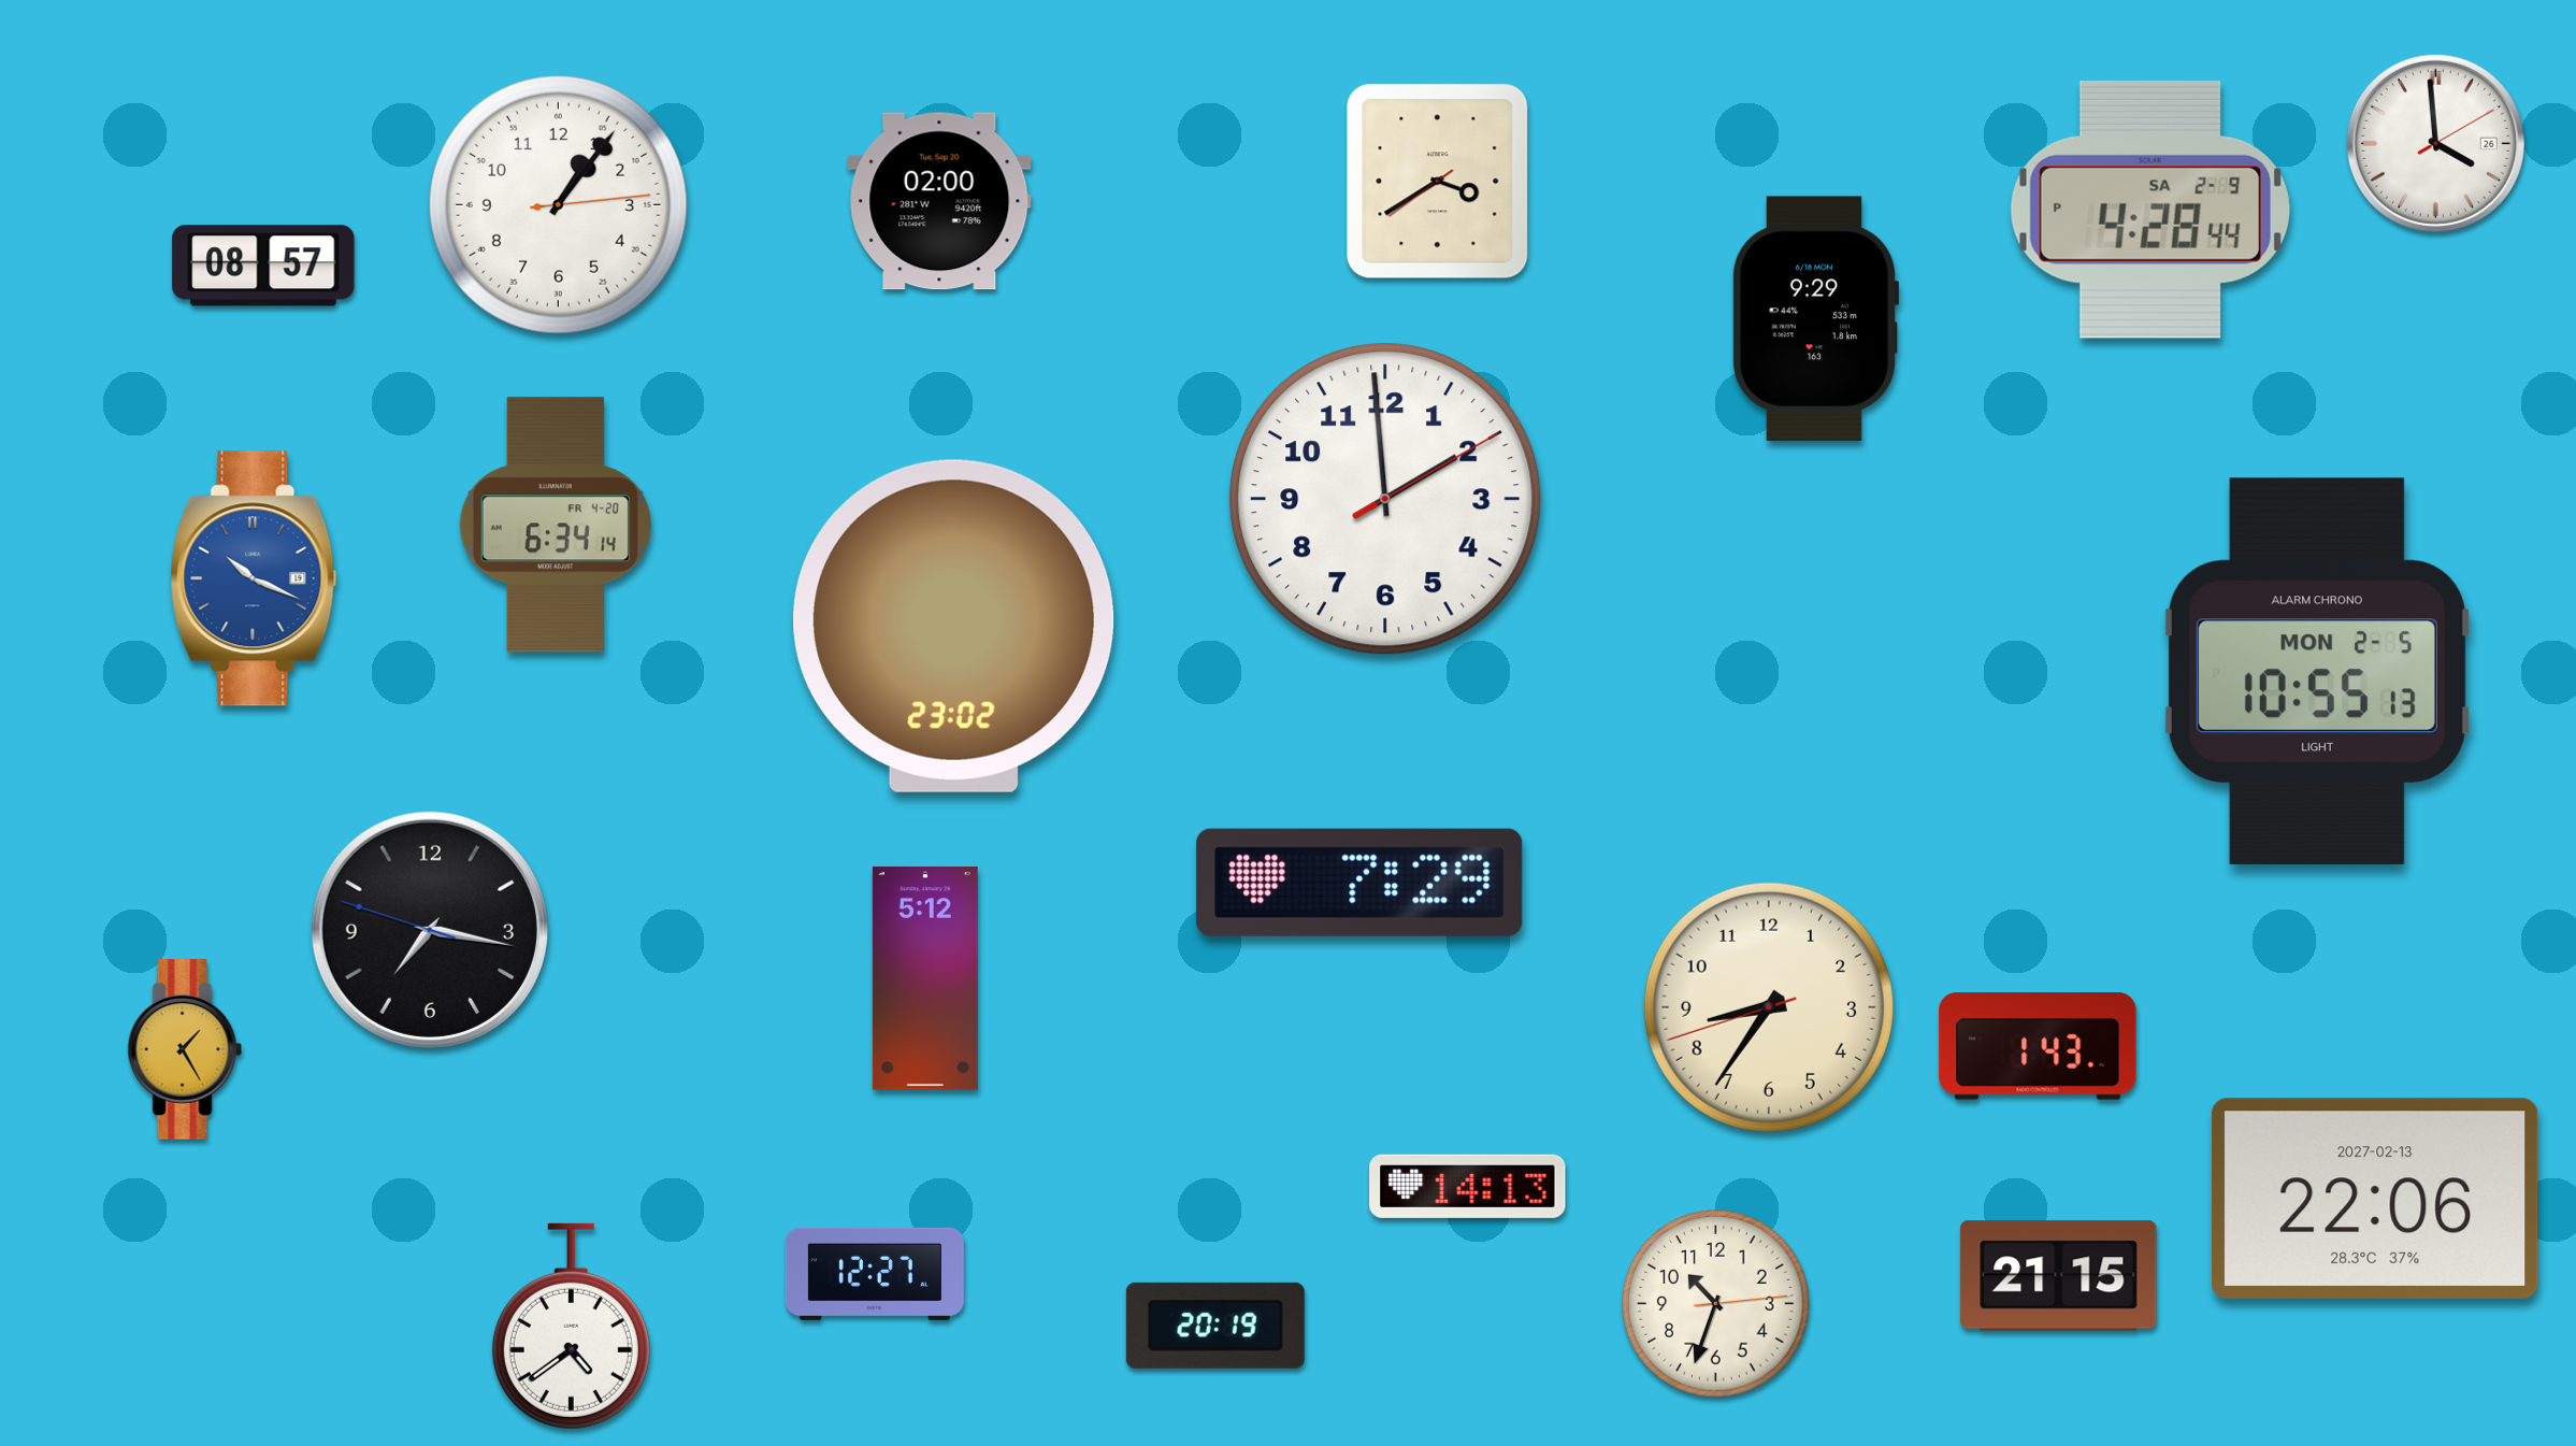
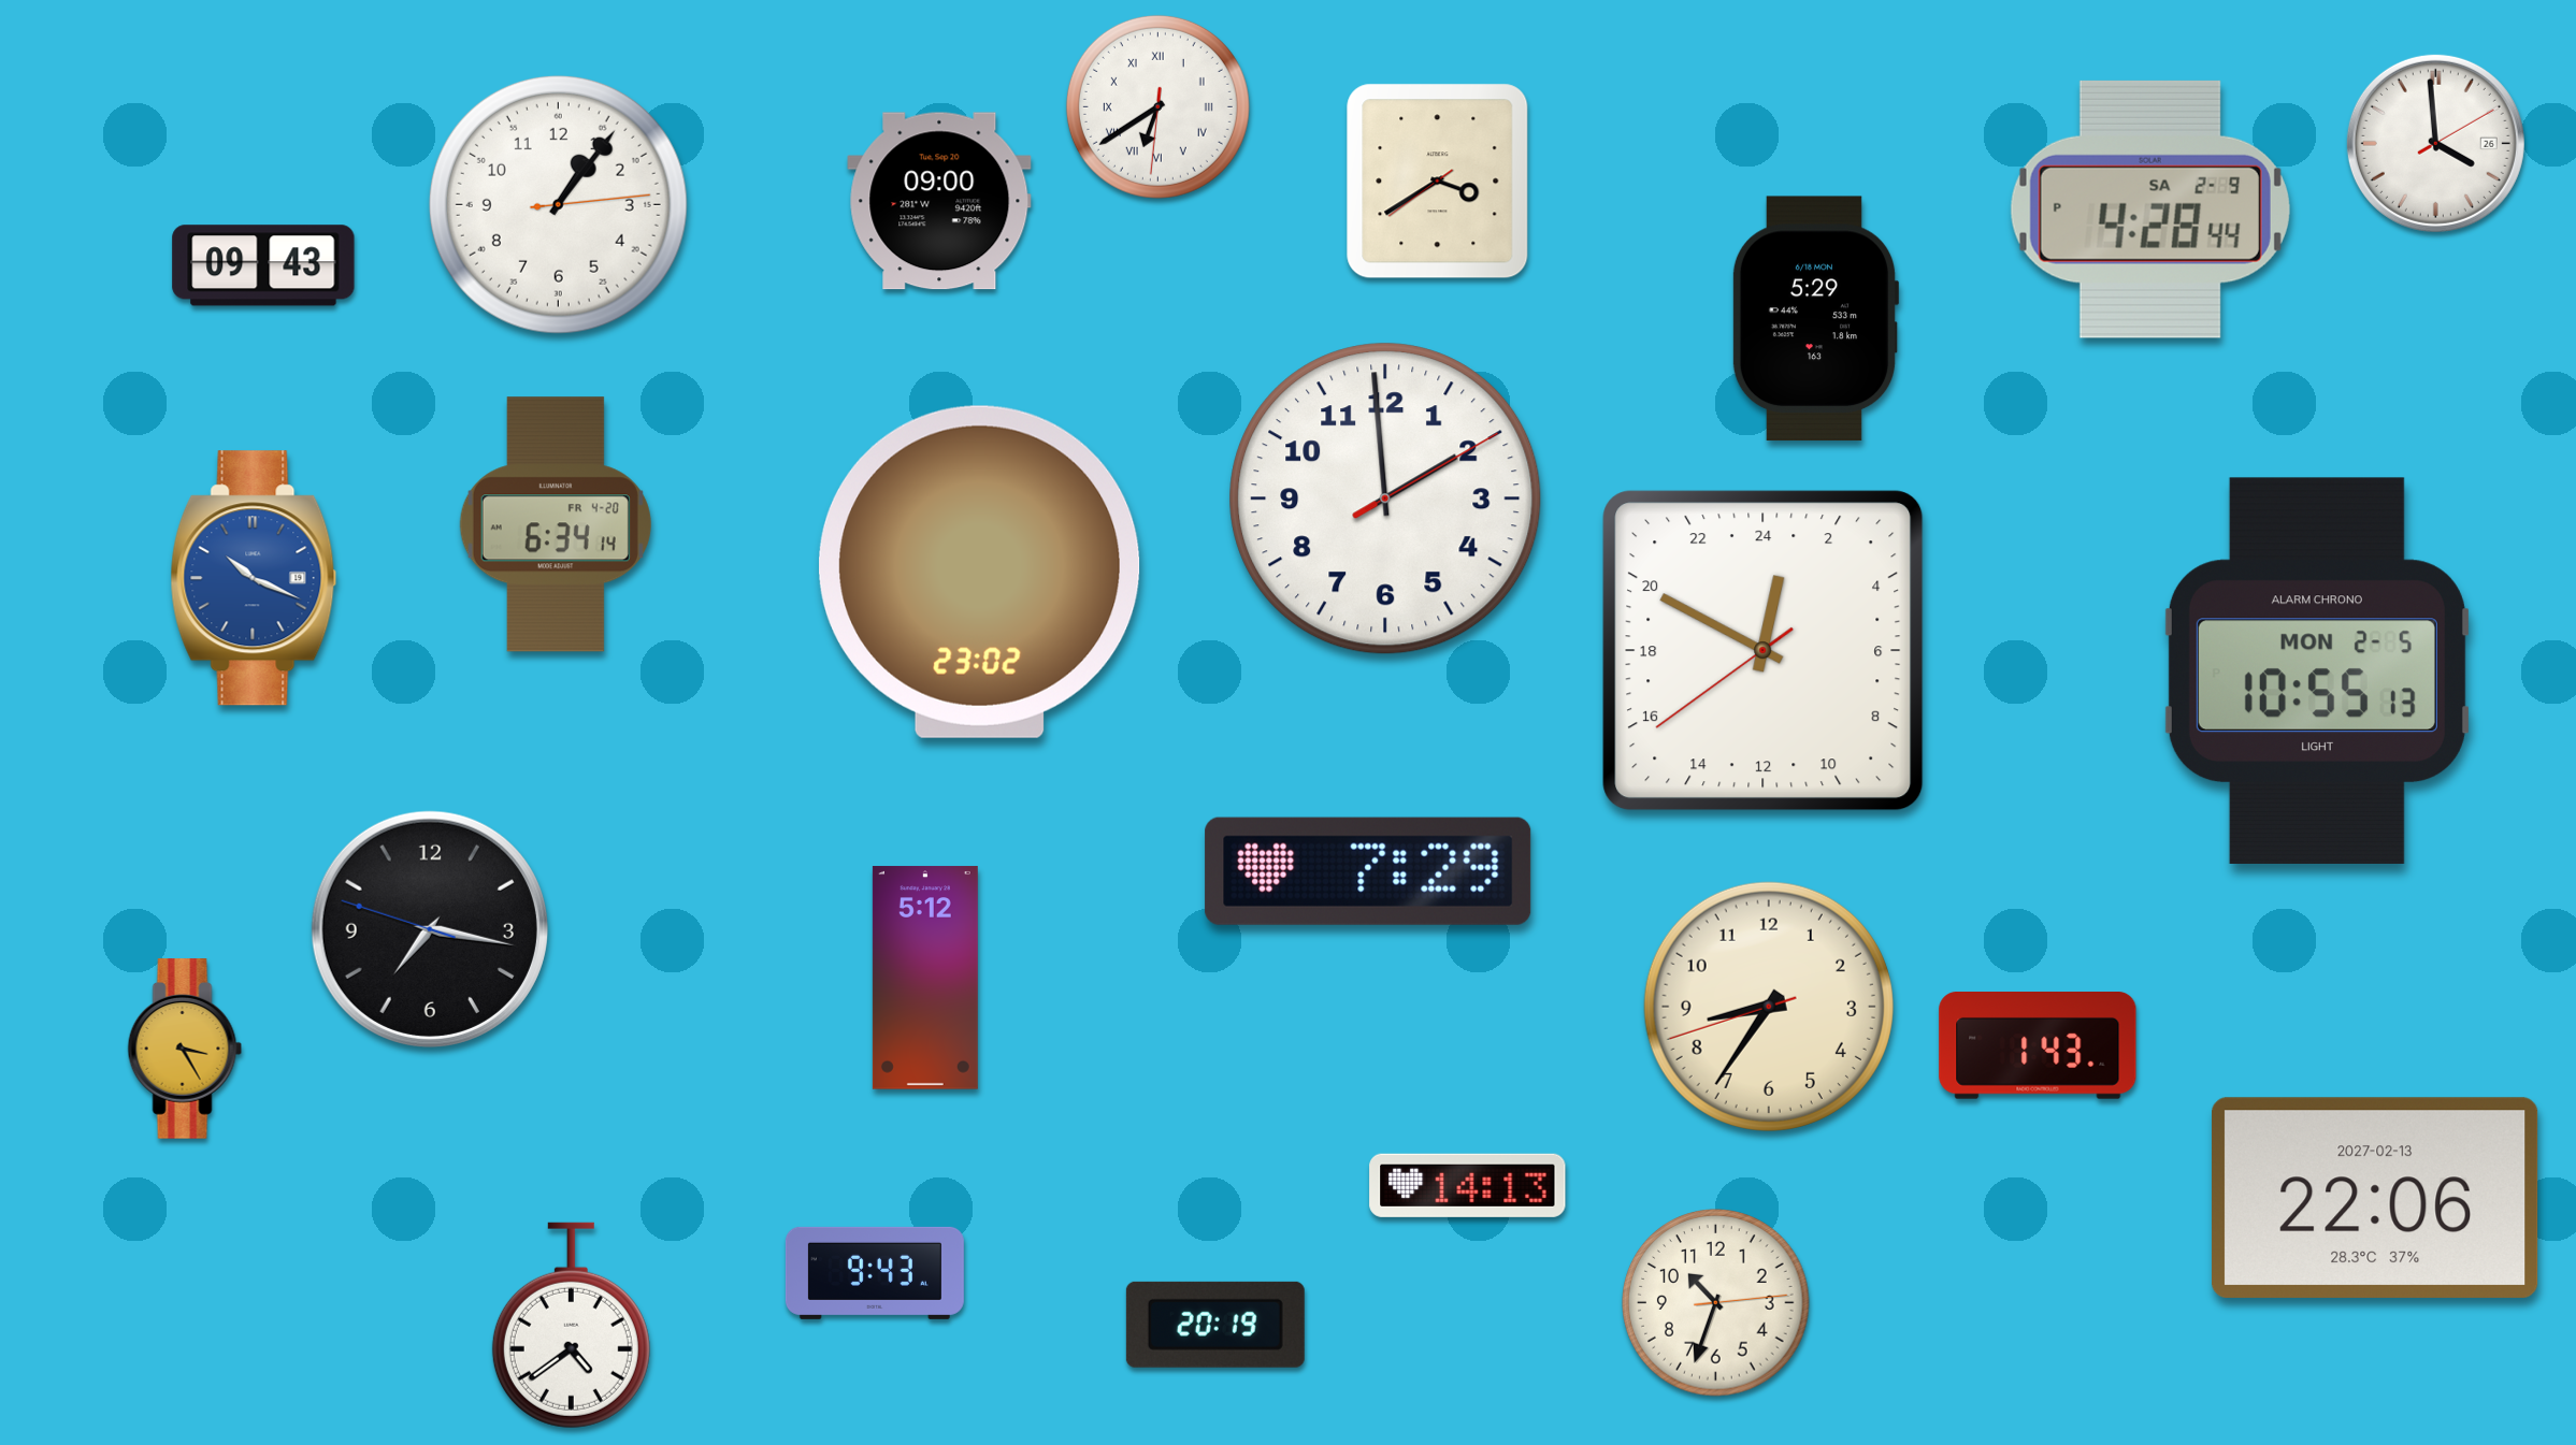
clock at (1157, 106): none -> 6:39
clock at (939, 201): 02:00 -> 09:00
clock at (263, 266): 08:57 -> 09:43
clock at (1815, 319): 9:29 -> 5:29
clock at (954, 626) position: (954, 626) -> (980, 572)
clock at (1764, 651): none -> 0:49
clock at (1359, 883) position: (1359, 883) -> (1368, 871)
clock at (185, 1049): 1:25 -> 3:25
clock at (875, 1274): 12:27 -> 9:43
clock at (2059, 1276): 21:15 -> none
